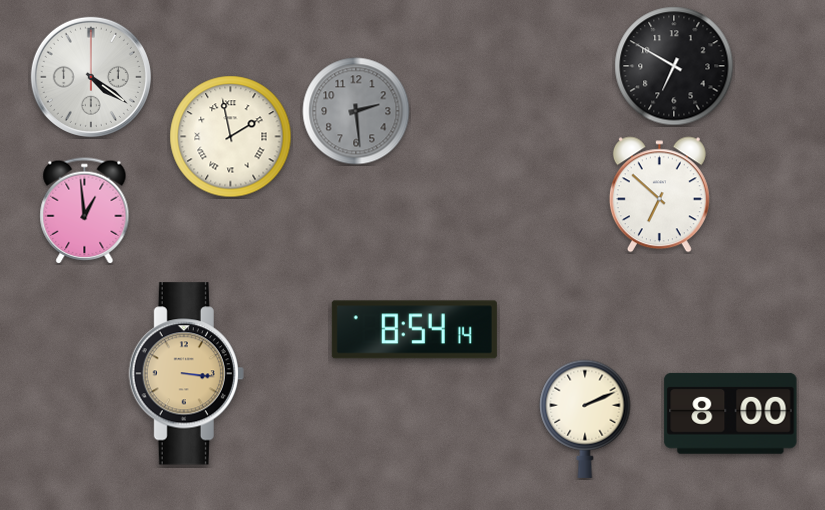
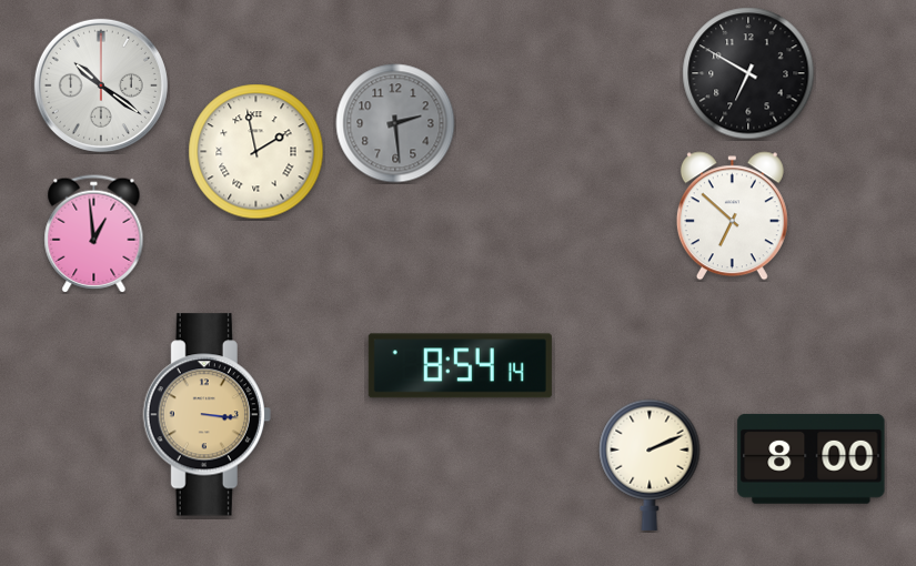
clock at (91, 77): 4:21 -> 10:21
